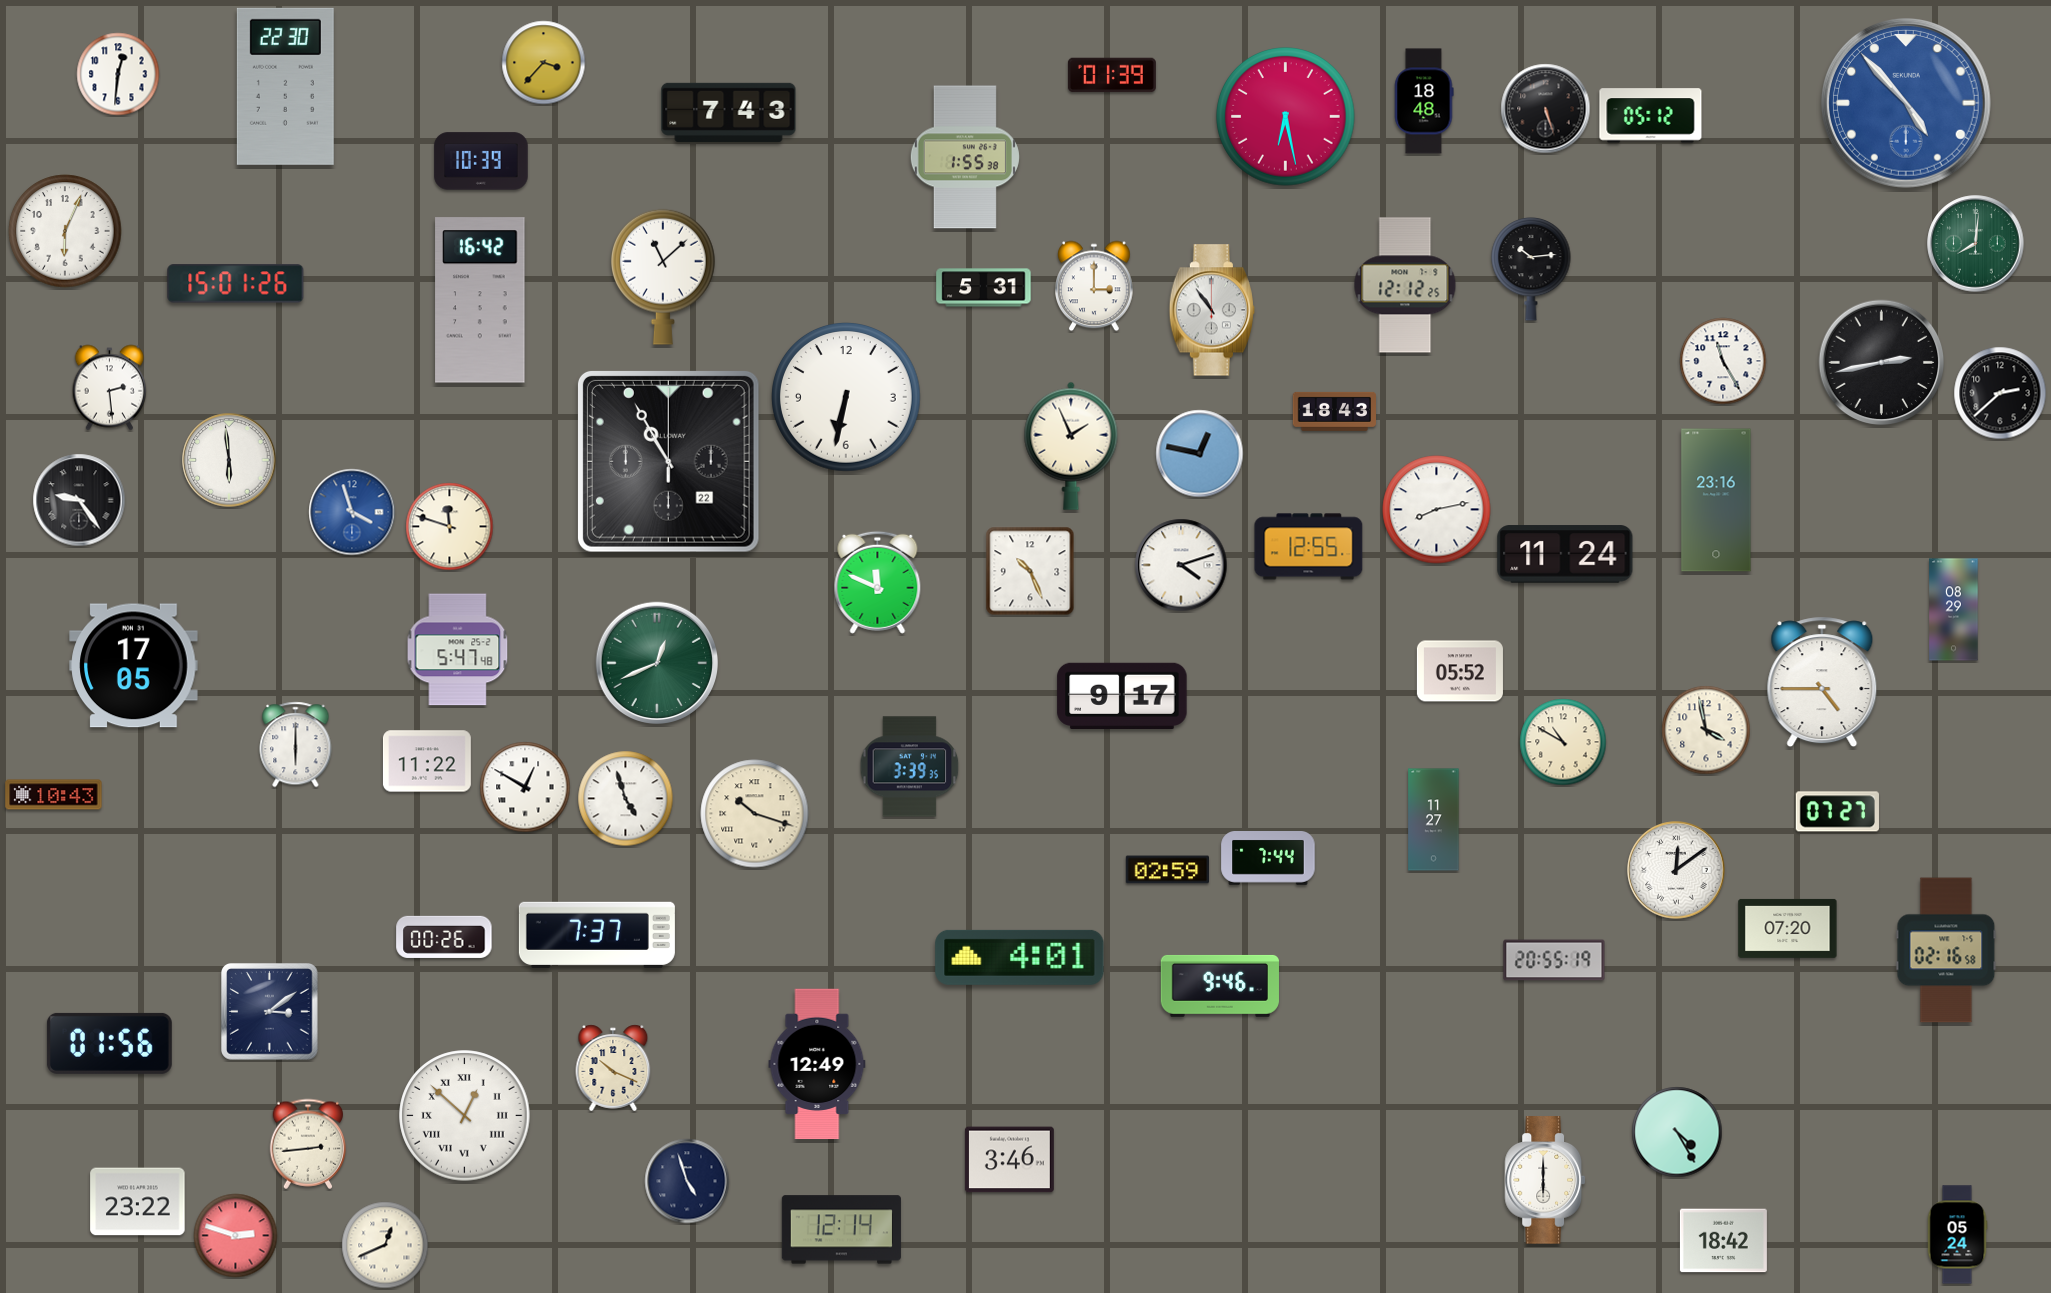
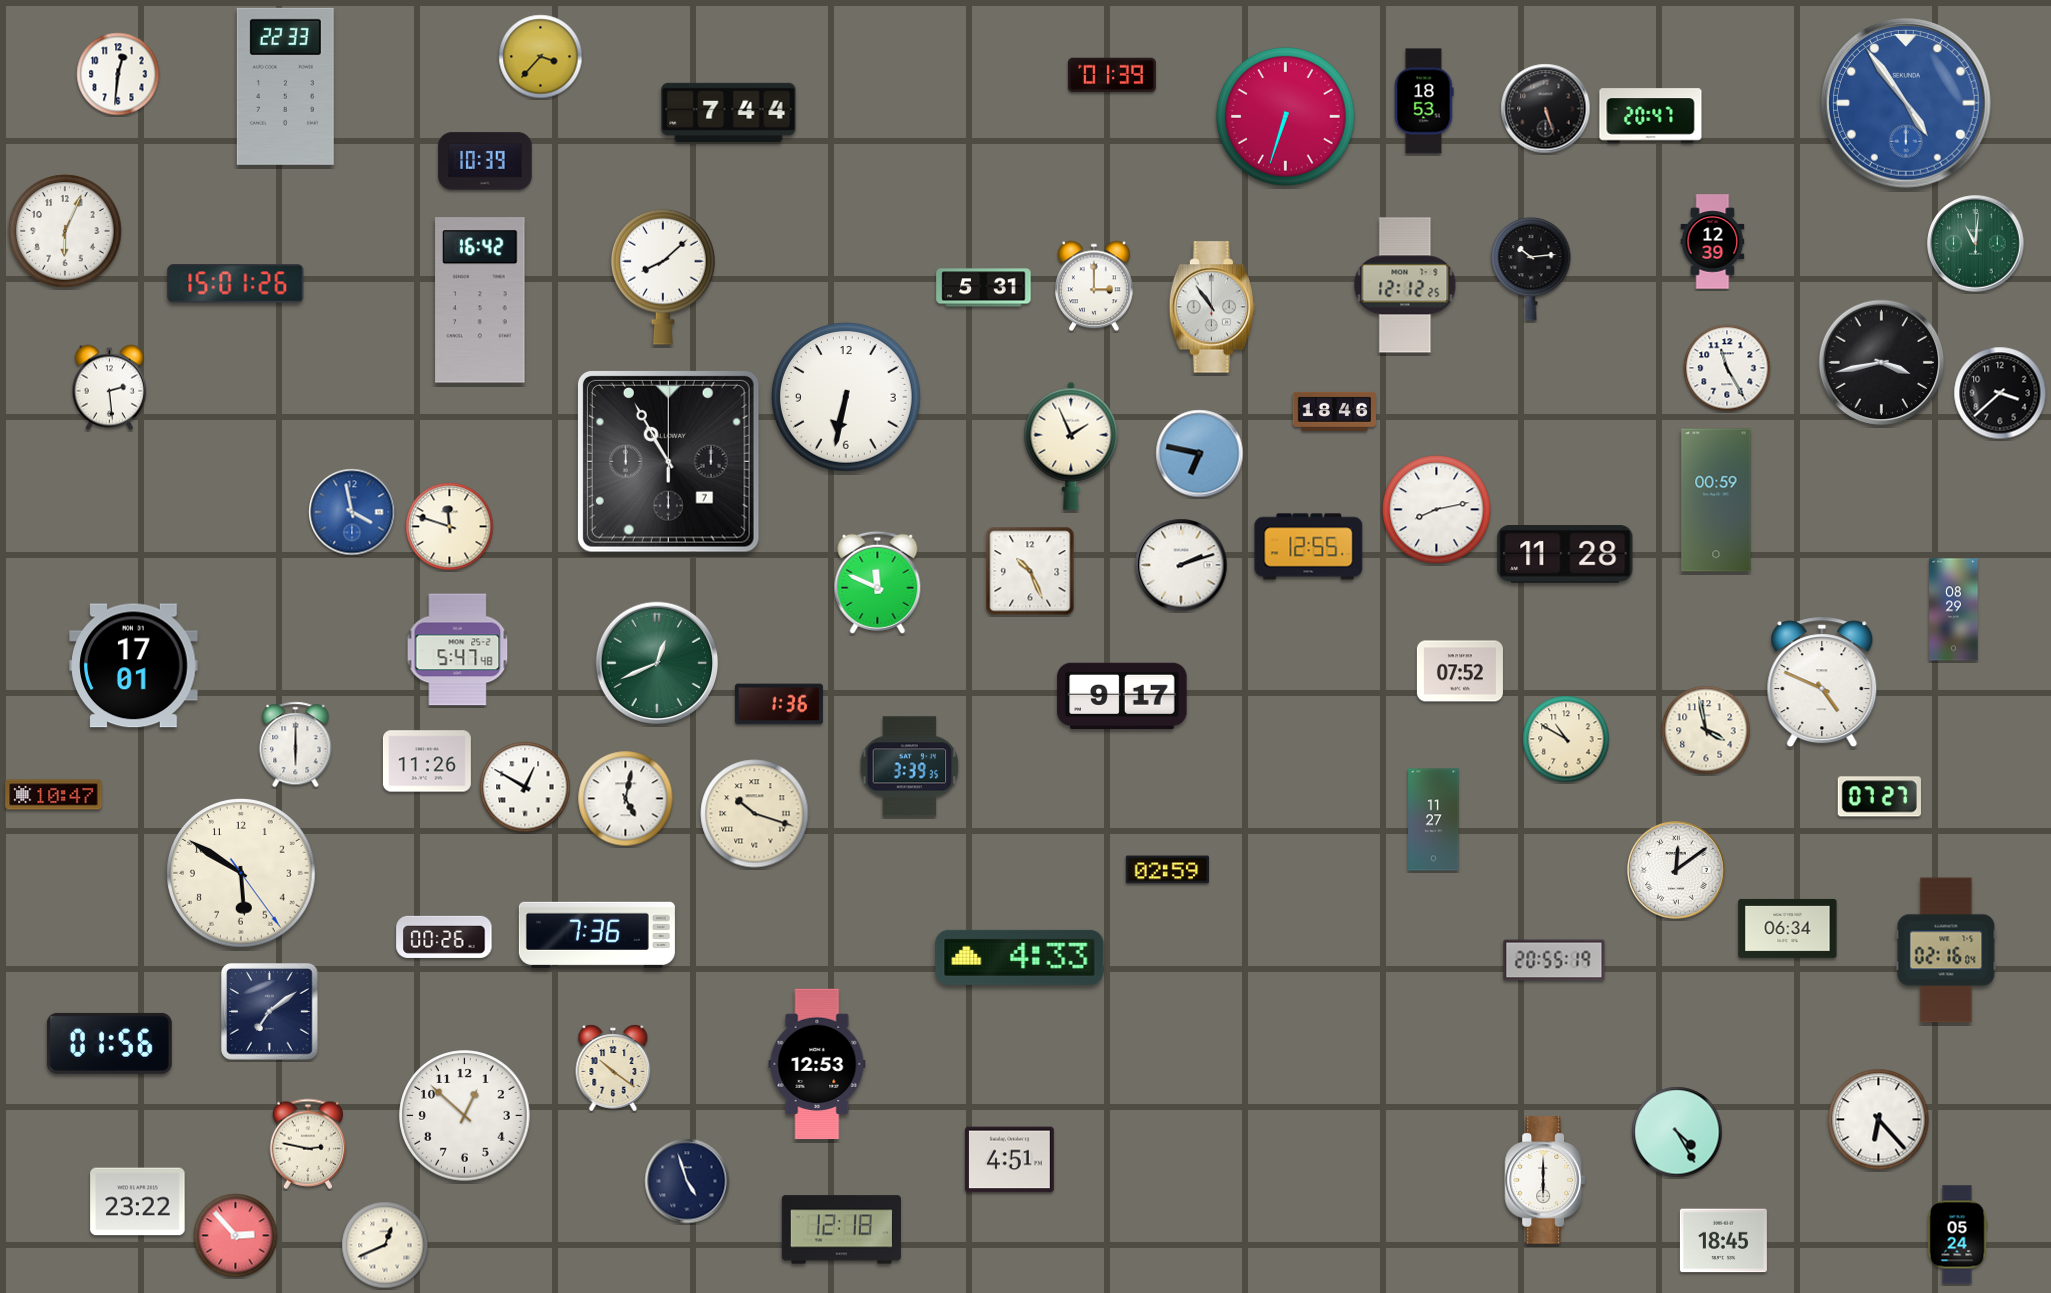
clock at (544, 63) position: (544, 63) -> (541, 57)
clock at (285, 86): 22:30 -> 22:33
clock at (1424, 101): 18:48 -> 18:53
clock at (1906, 103): 4:53 -> 4:54
clock at (729, 112): 7:43 -> 7:44
clock at (1651, 116): 05:12 -> 20:47
clock at (1286, 117): 6:28 -> 6:33
clock at (965, 157): 1:55 -> none
clock at (481, 161) position: (481, 161) -> (485, 161)
clock at (1713, 242): none -> 12:39
clock at (1976, 244): 8:01 -> 11:01
clock at (664, 277): 11:08 -> 8:08
clock at (1211, 310) position: (1211, 310) -> (1211, 307)
clock at (1723, 361) position: (1723, 361) -> (1727, 368)
clock at (1882, 363): 2:43 -> 3:43
clock at (2000, 393): 2:38 -> 3:38
clock at (1334, 411): 18:43 -> 18:46
clock at (1200, 454): 12:47 -> 6:47
clock at (229, 460): 5:59 -> none
clock at (668, 461) date: 22 -> 7
clock at (79, 500): 9:24 -> none
clock at (1716, 500): 23:16 -> 00:59
clock at (352, 512): 3:57 -> 3:58
clock at (1565, 554): 11:24 -> 11:28
clock at (1181, 565): 4:12 -> 2:12
clock at (134, 666): 17:05 -> 17:01
clock at (1460, 671): 05:52 -> 07:52
clock at (1822, 682): 4:45 -> 4:49
clock at (779, 704): none -> 1:36
clock at (1563, 742) position: (1563, 742) -> (1566, 739)
clock at (427, 761): 11:22 -> 11:26
clock at (54, 795): 10:43 -> 10:47
clock at (626, 799): 4:57 -> 5:02
clock at (1837, 812) position: (1837, 812) -> (1879, 797)
clock at (1268, 859): 7:44 -> none
clock at (242, 874): none -> 5:50
clock at (1788, 928): 07:20 -> 06:34
clock at (597, 935): 7:37 -> 7:36
clock at (1946, 950): 02:16:58 -> 02:16:04
clock at (1020, 957): 4:01 -> 4:33
clock at (1220, 986): 9:46 -> none
clock at (270, 1012): 3:09 -> 7:09
clock at (817, 1064): 12:49 -> 12:53
clock at (613, 1068): 10:19 -> 10:21
clock at (465, 1116) numerals: Roman -> Arabic
clock at (1879, 1120): none -> 6:23
clock at (308, 1144): 2:44 -> 2:47
clock at (1009, 1160): 3:46 -> 4:51
clock at (841, 1230): 12:14 -> 12:18
clock at (236, 1236): 2:48 -> 2:53
clock at (1723, 1241): 18:42 -> 18:45
